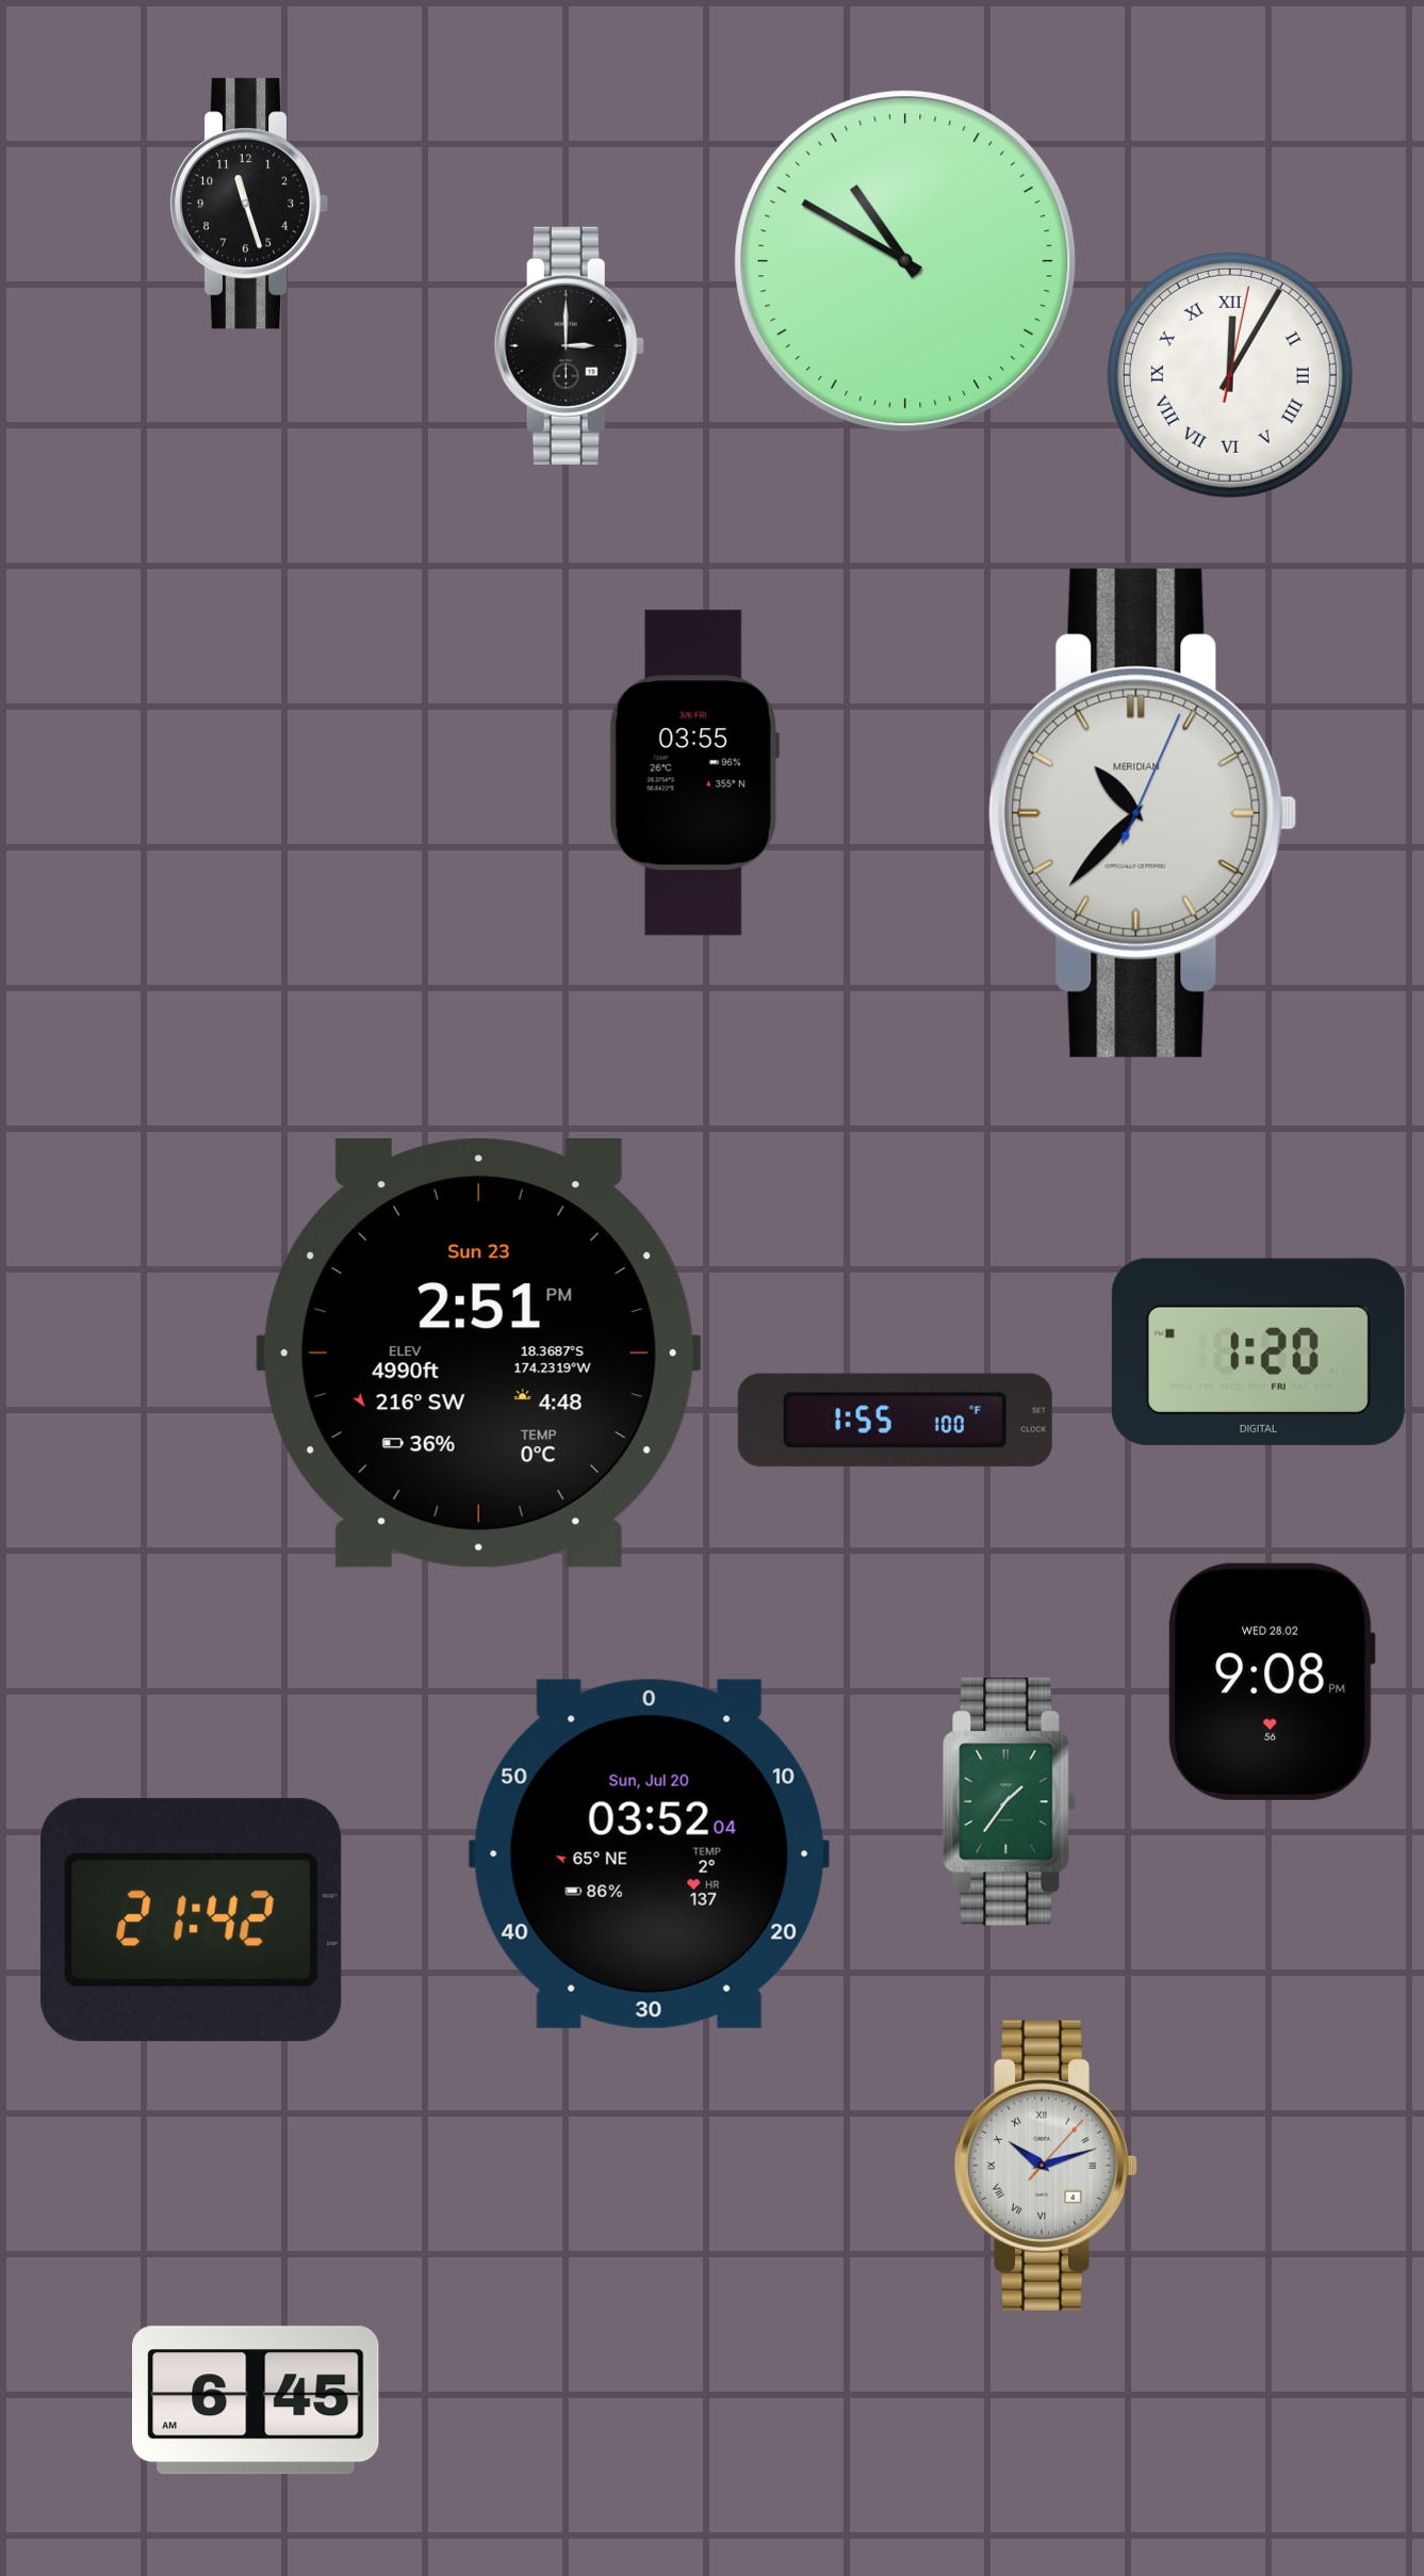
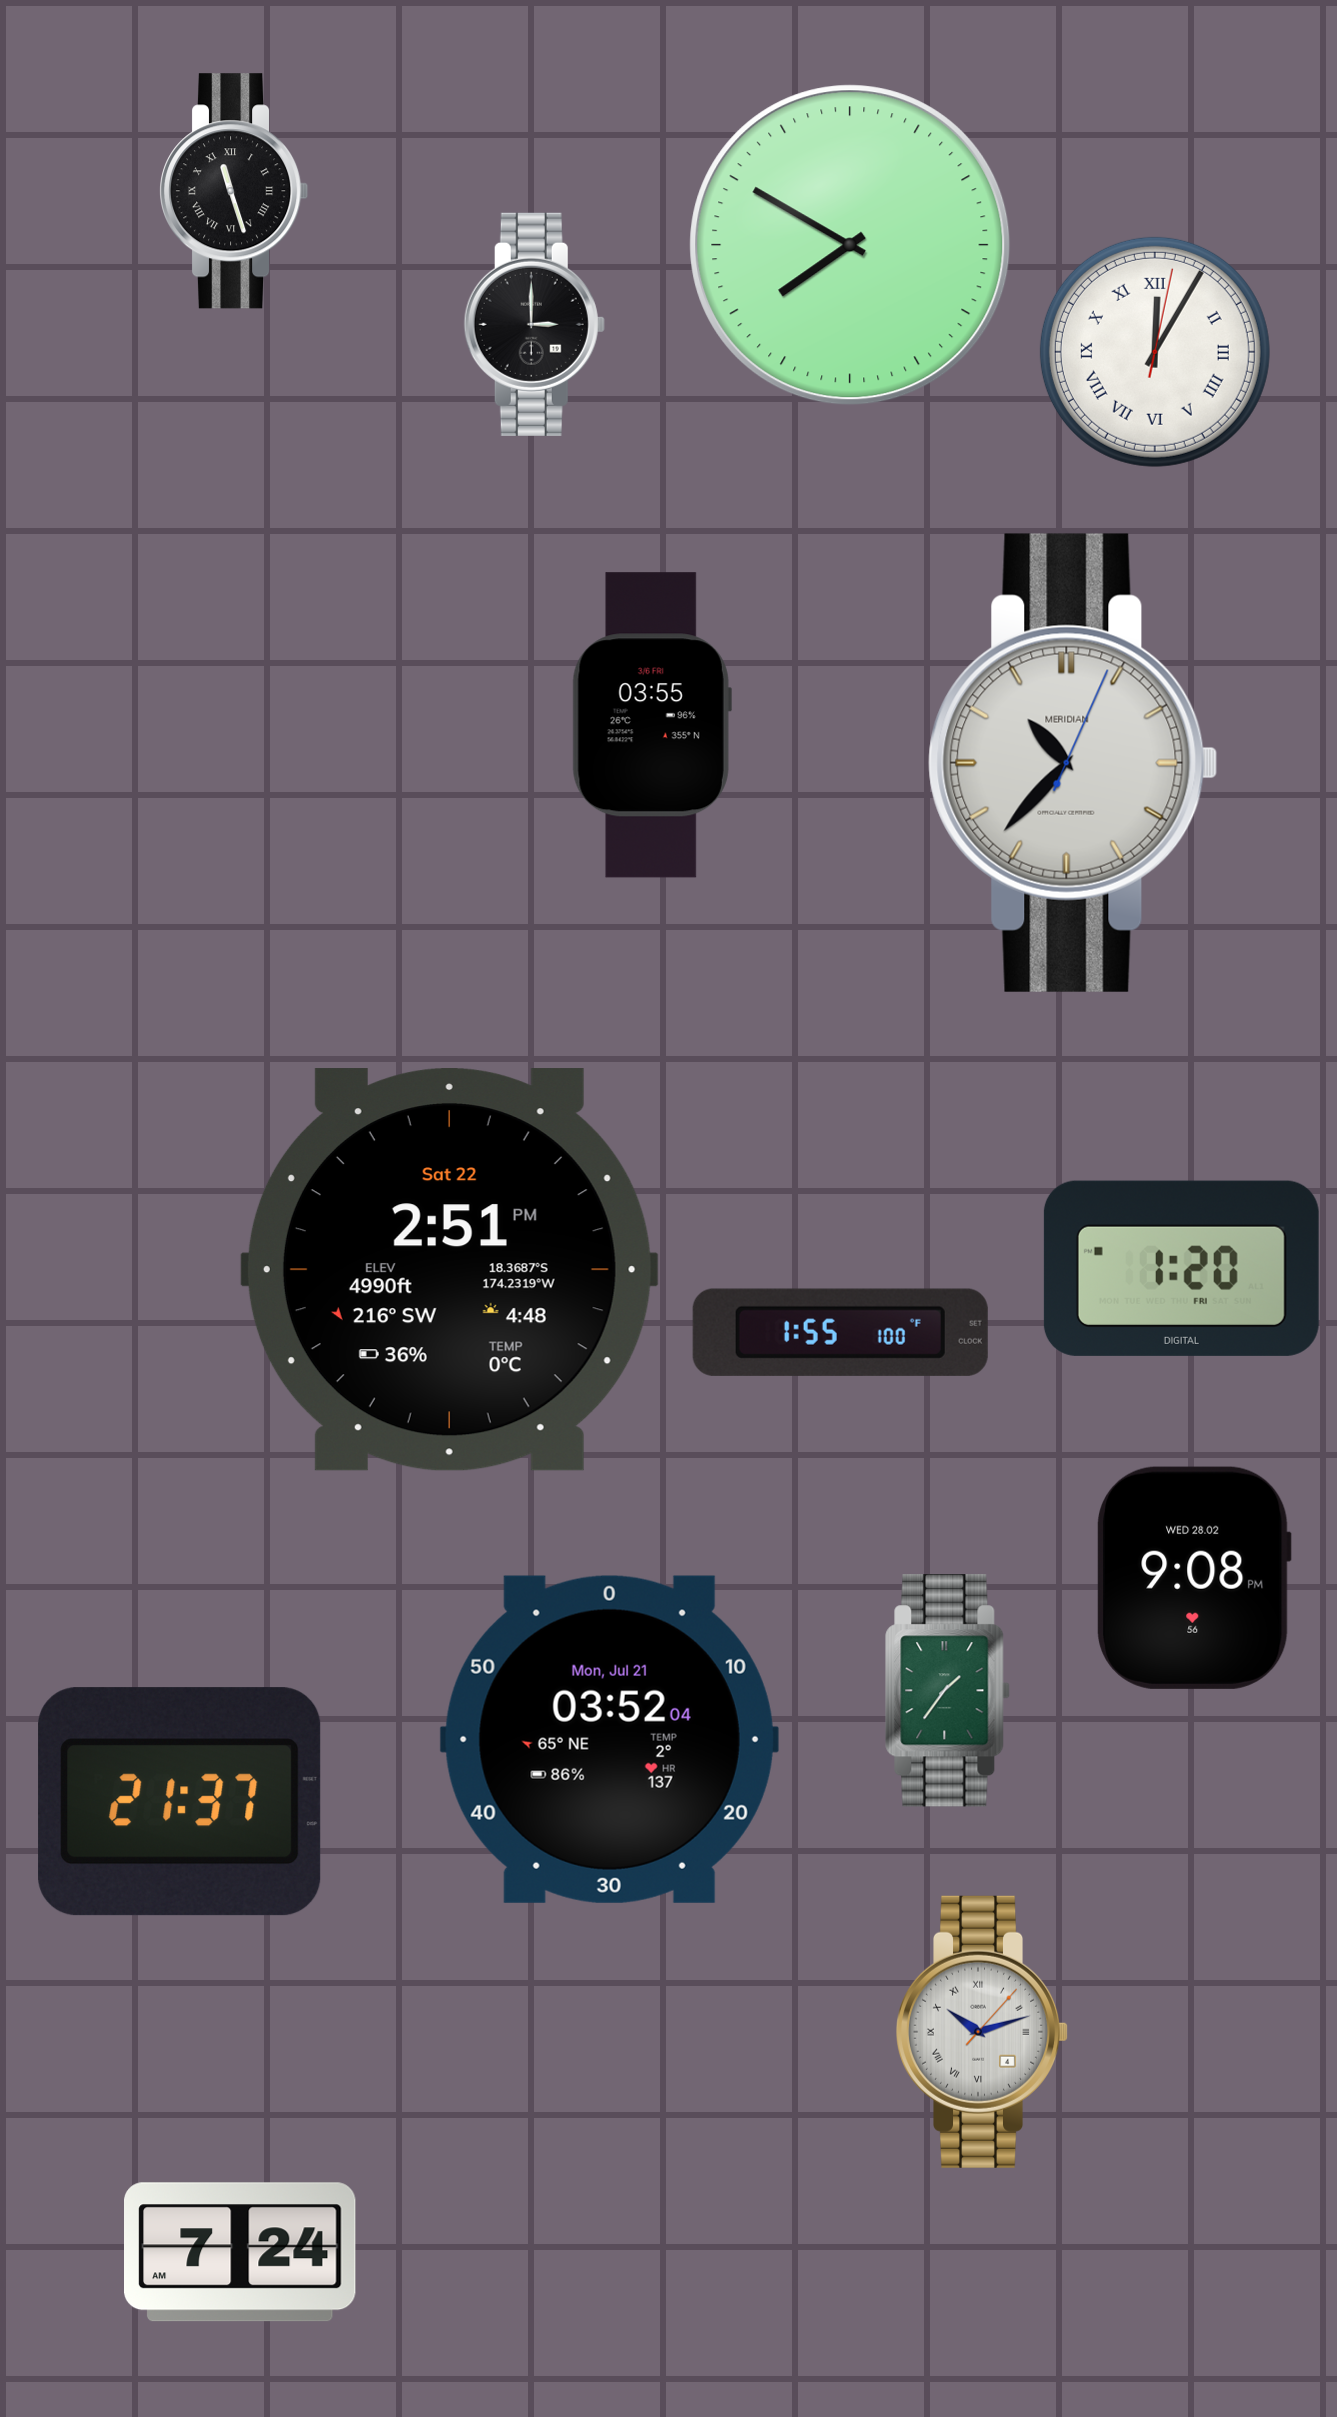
clock at (249, 204) numerals: Arabic -> Roman
clock at (905, 261): 10:50 -> 7:50
clock at (478, 1354) date: Sun 23 -> Sat 22
clock at (649, 1853) date: Sun, Jul 20 -> Mon, Jul 21
clock at (192, 1921): 21:42 -> 21:37
clock at (257, 2400): 6:45 -> 7:24
